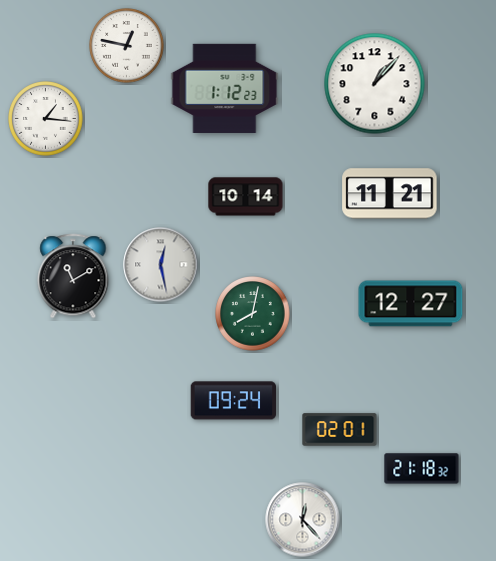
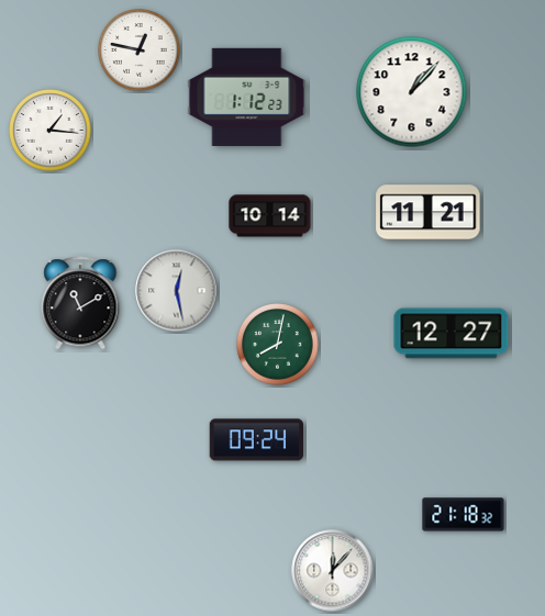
clock at (340, 430): 02:01 -> none
clock at (303, 520): 12:23 -> 12:07
